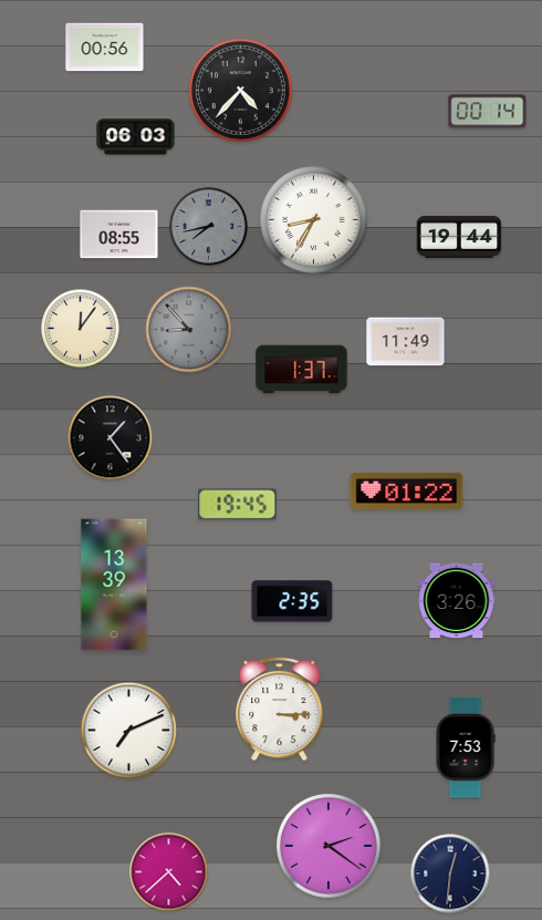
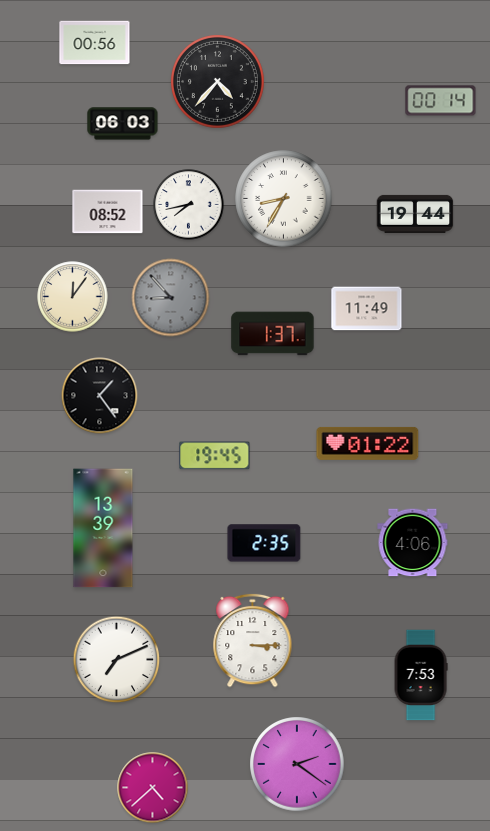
clock at (209, 227) dial: grey -> white
clock at (119, 235): 08:55 -> 08:52
clock at (457, 601): 3:26 -> 4:06
clock at (450, 874): 12:31 -> none
